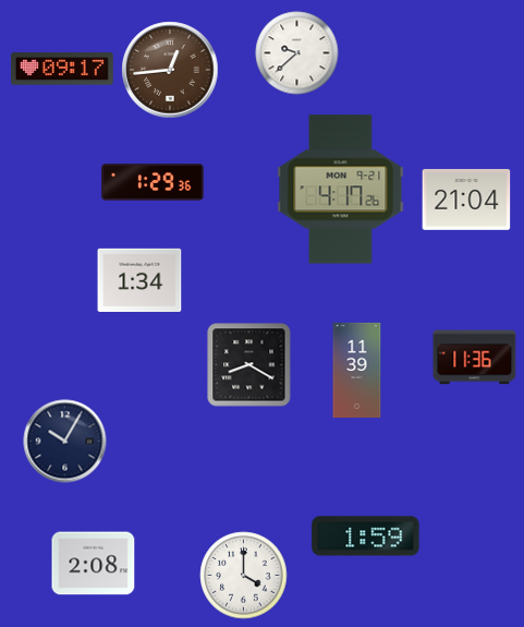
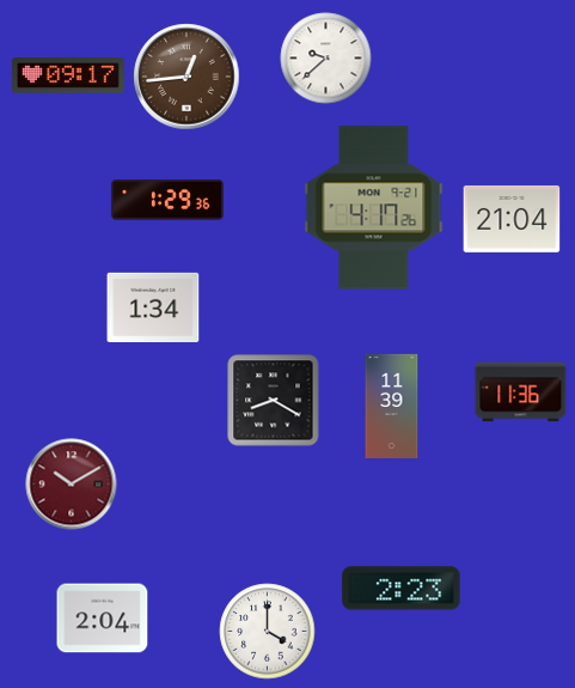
clock at (65, 442): 10:05 -> 10:10
clock at (65, 442) dial: navy -> burgundy
clock at (366, 536): 1:59 -> 2:23
clock at (94, 564): 2:08 -> 2:04
